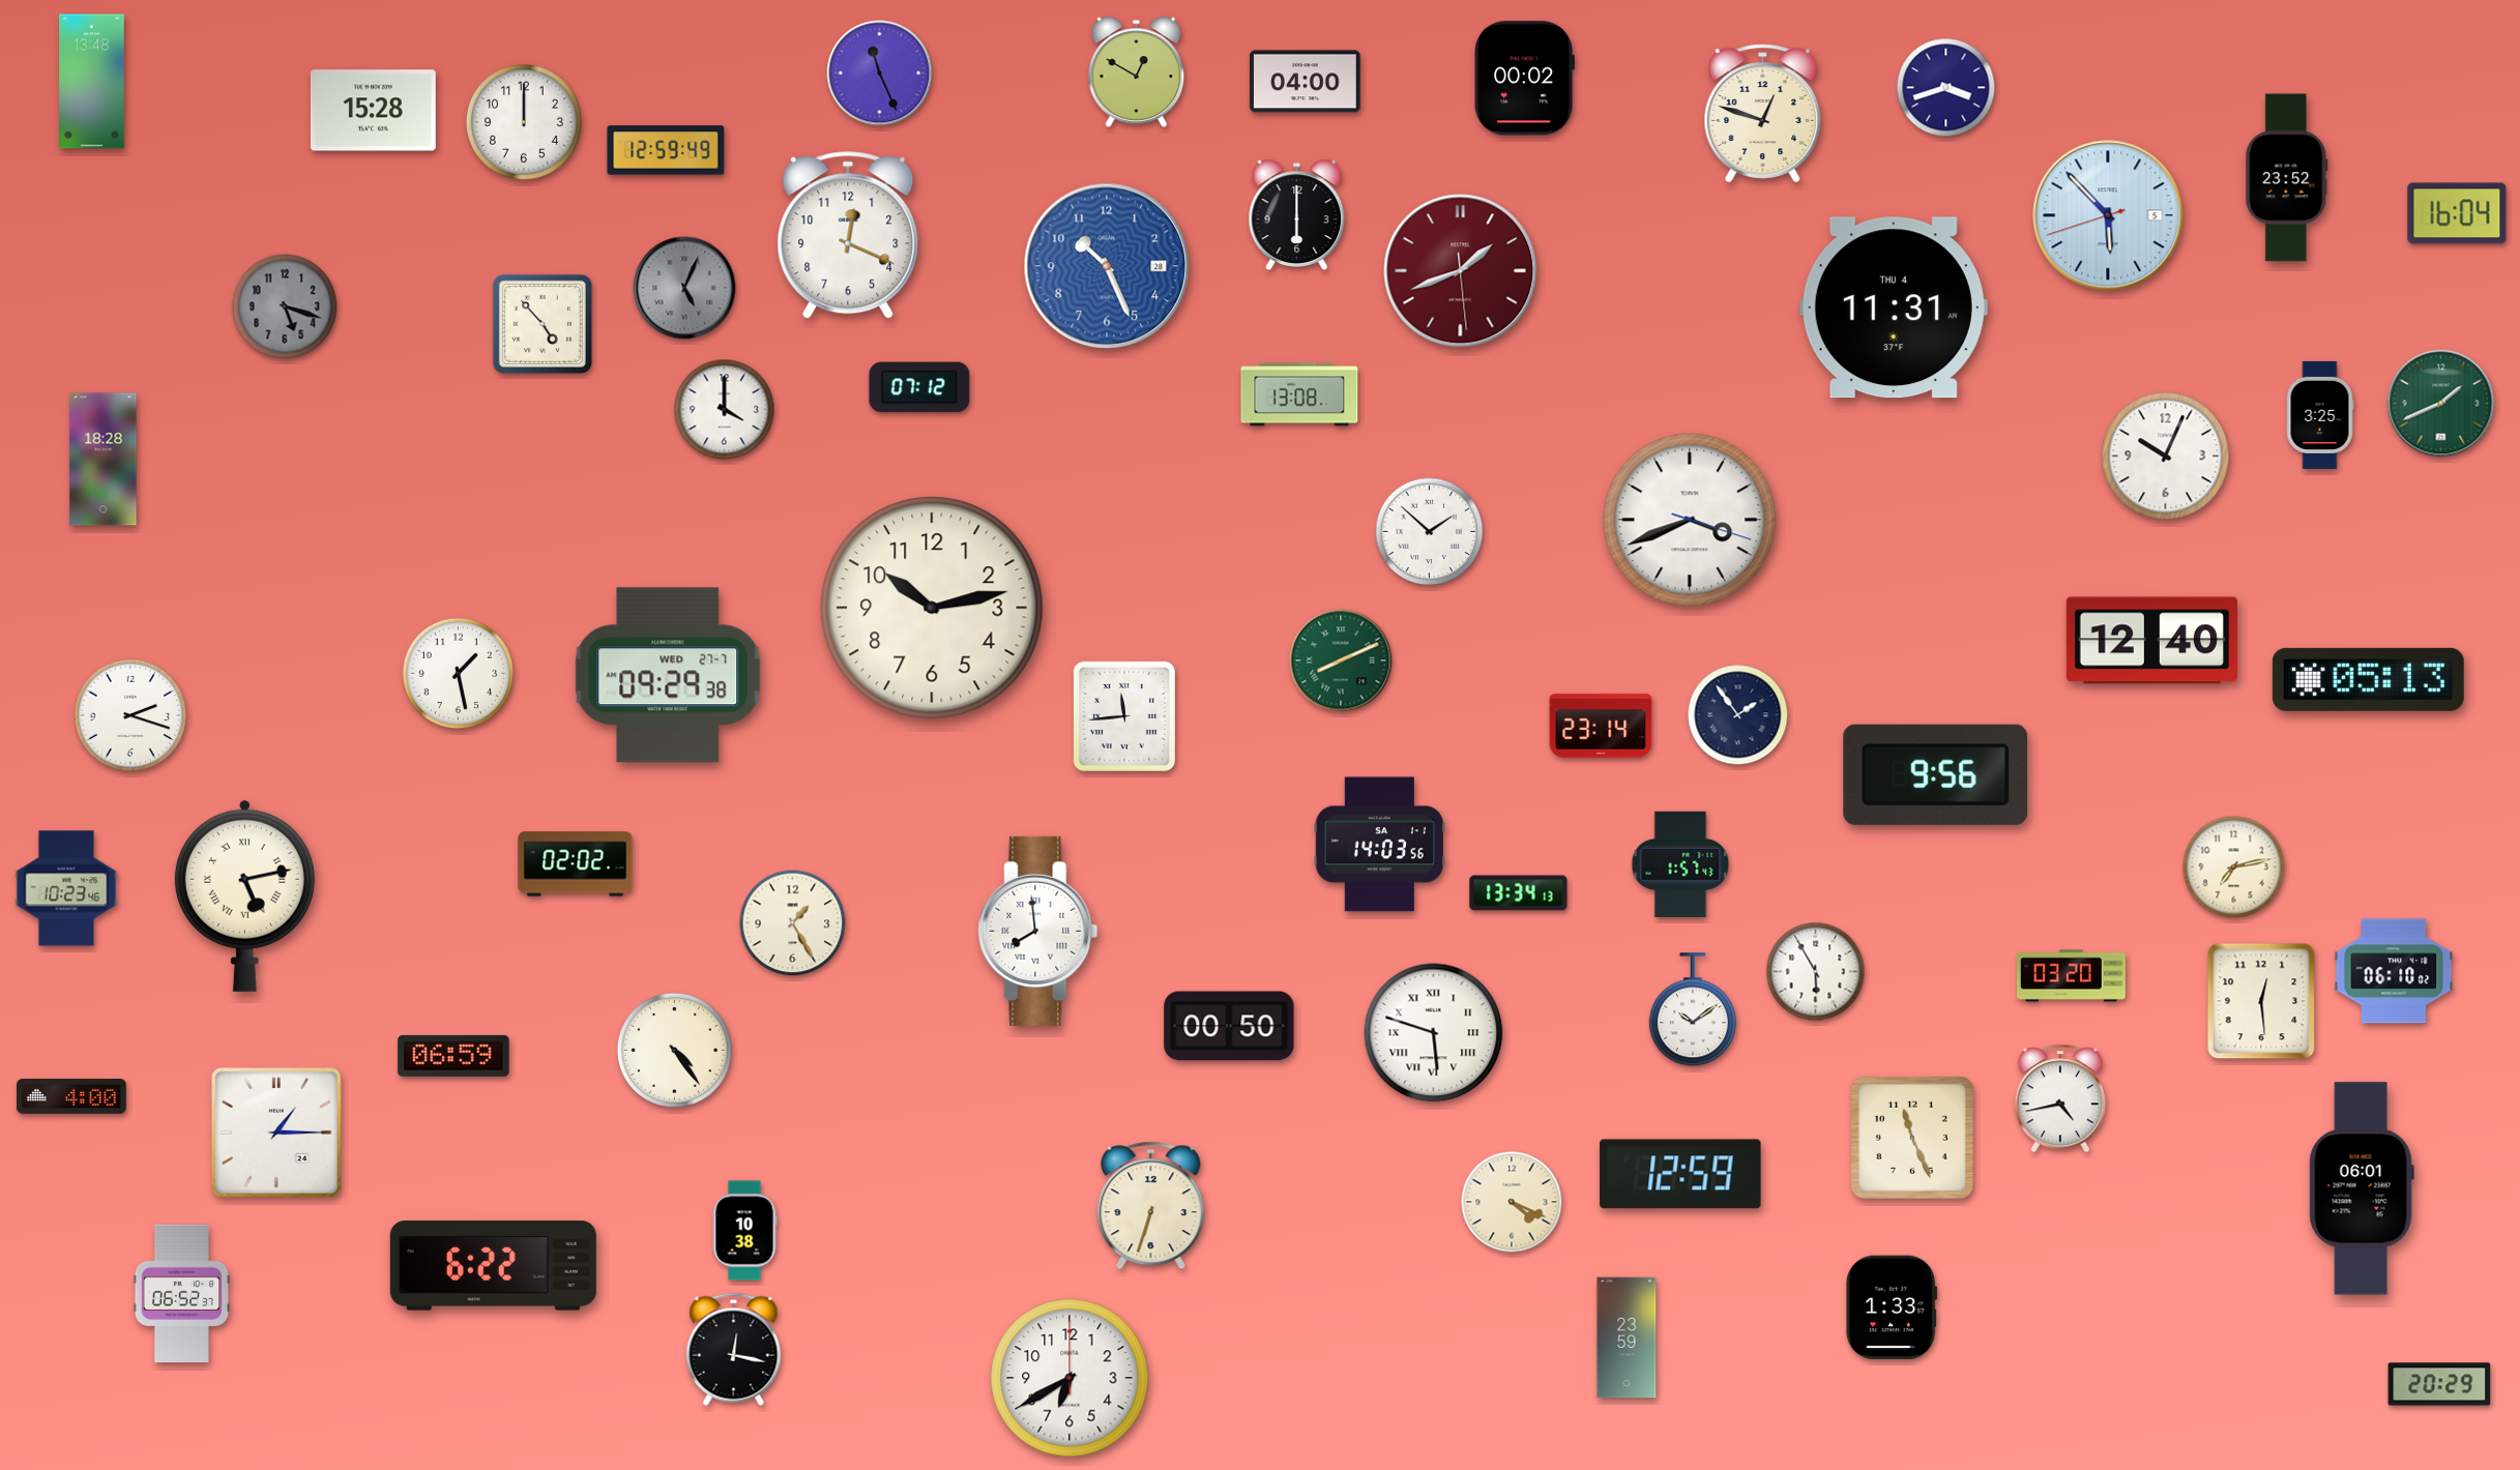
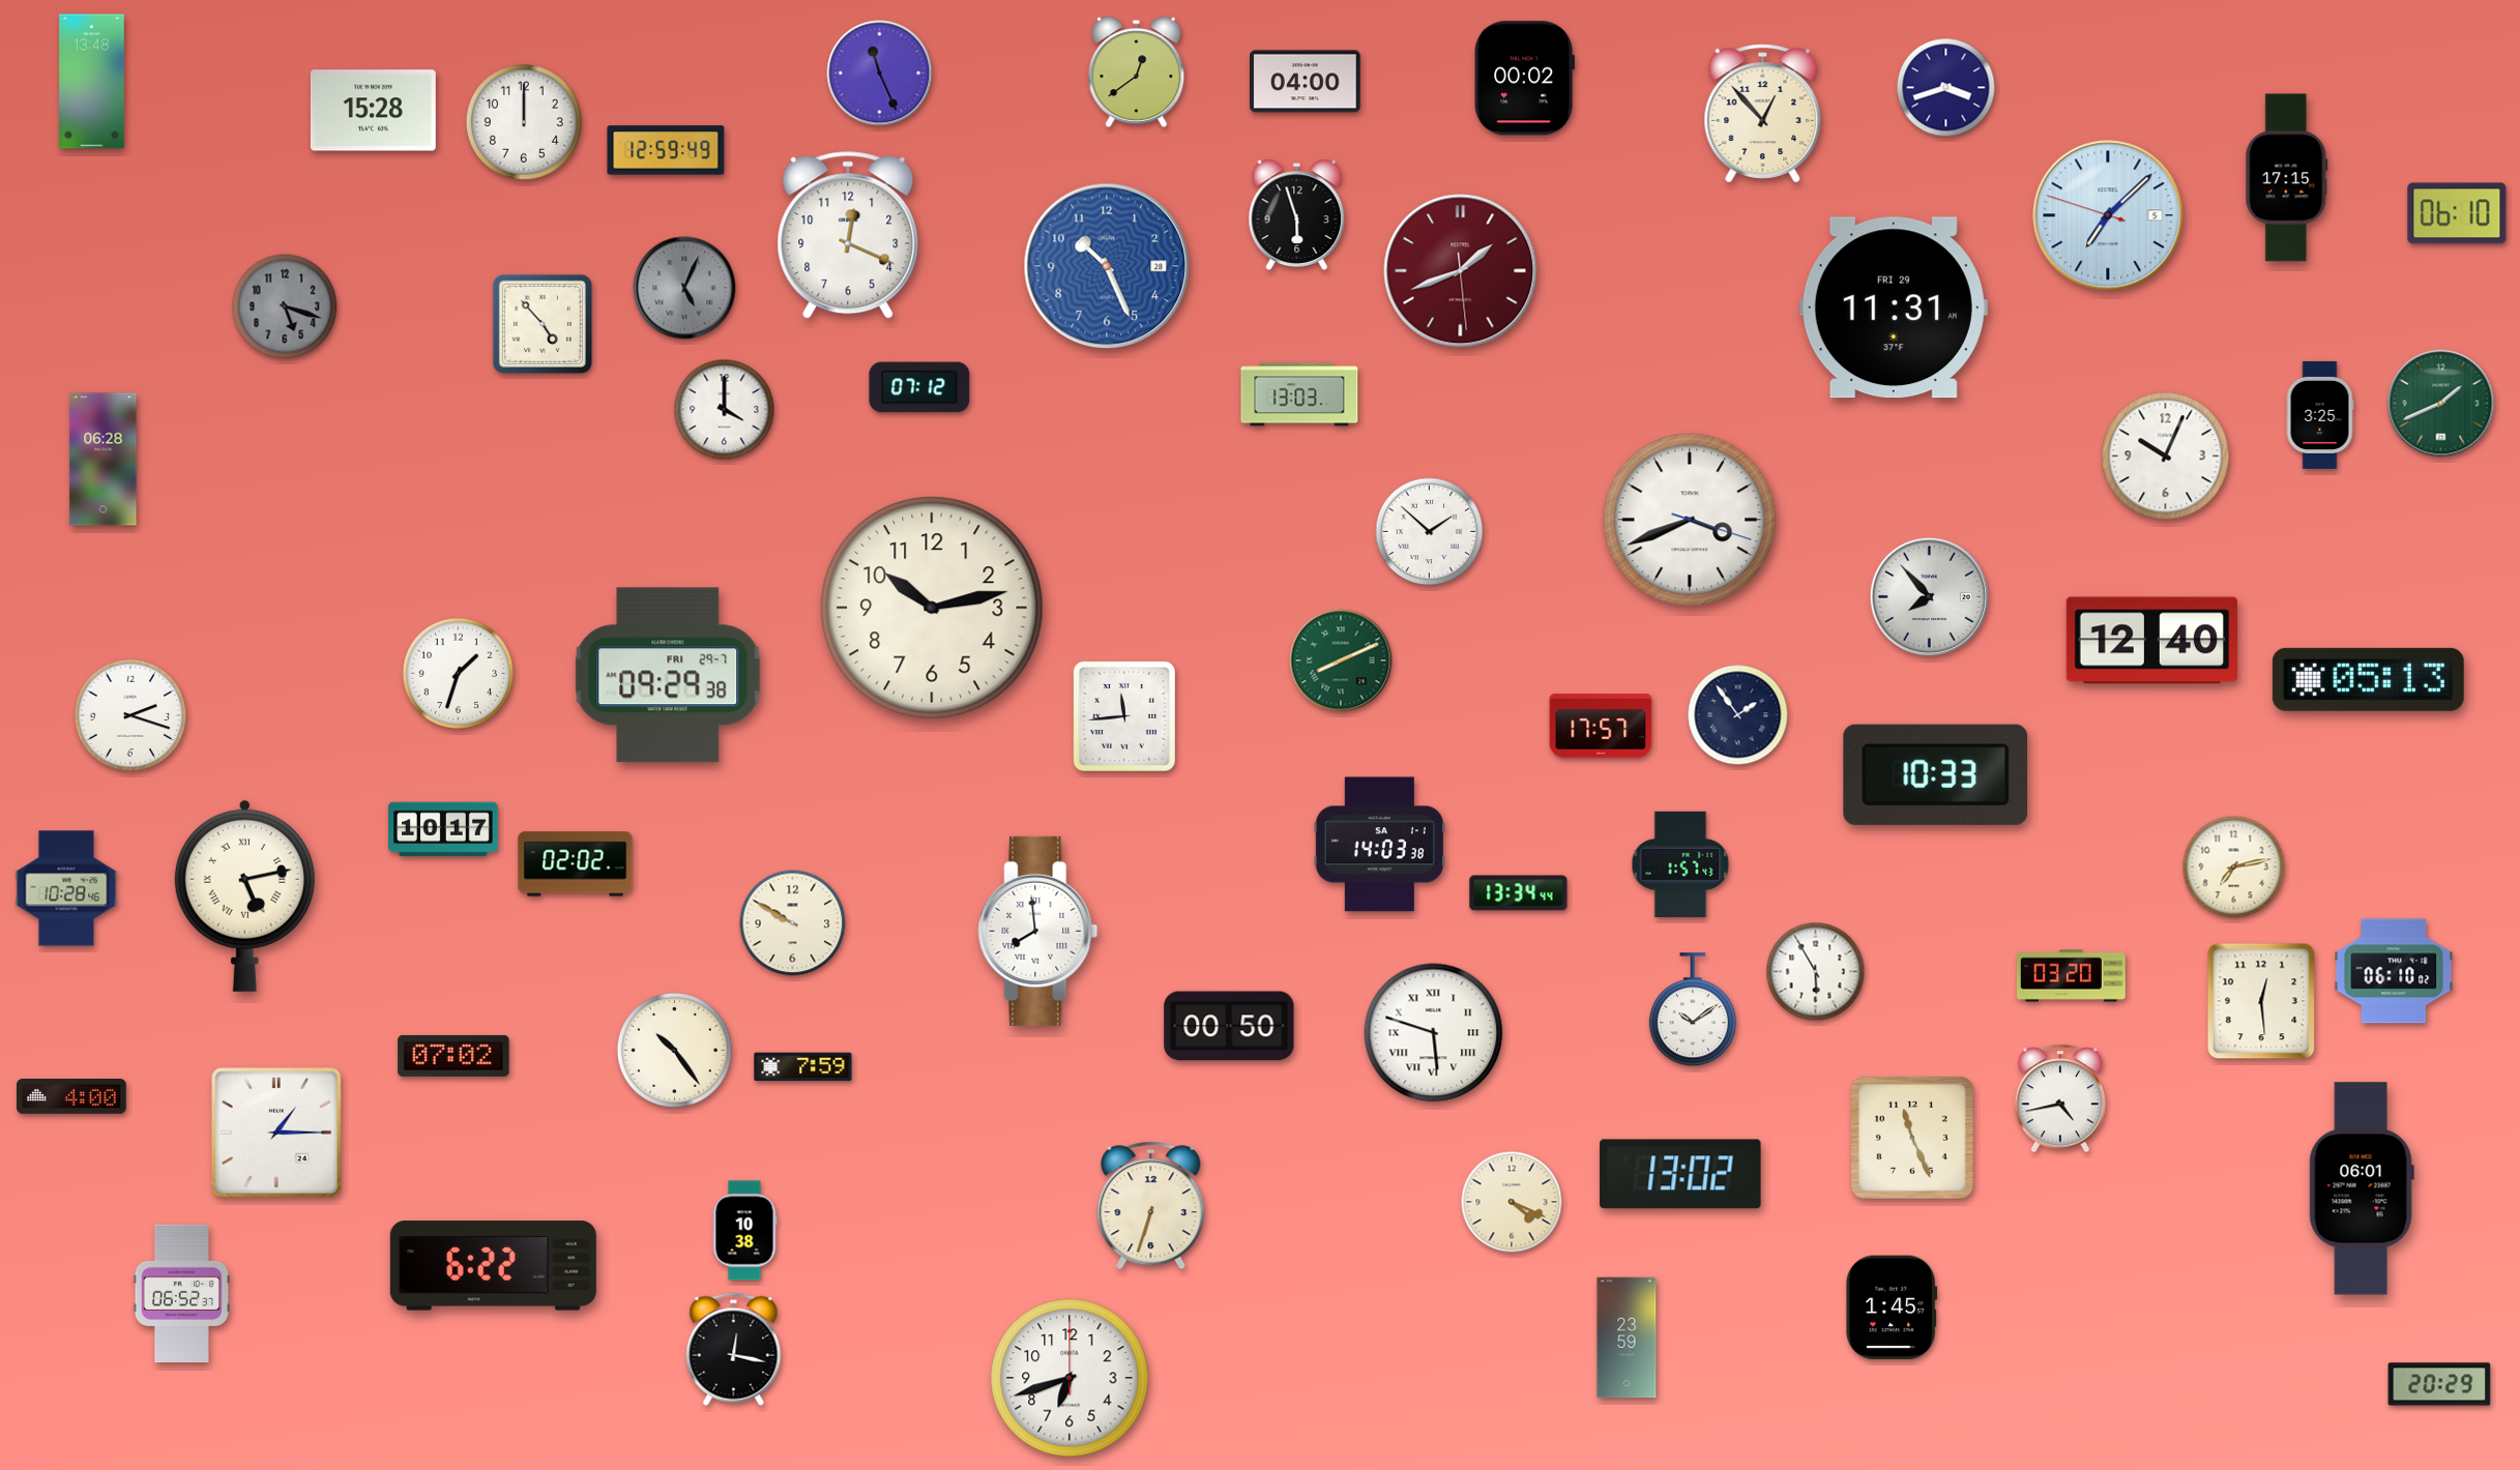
clock at (1137, 71): 12:50 -> 12:39
clock at (1763, 114): 12:48 -> 12:53
clock at (2287, 178): 23:52 -> 17:15
clock at (2457, 213): 16:04 -> 06:10
clock at (1297, 214): 6:00 -> 5:57
clock at (2108, 215): 5:52 -> 7:07
clock at (1894, 307) date: THU 4 -> FRI 29
clock at (1299, 394): 13:08 -> 13:03
clock at (104, 460): 18:28 -> 06:28
clock at (1930, 597): none -> 7:53
clock at (459, 674): 1:28 -> 1:33
clock at (668, 675) date: WED 27-7 -> FRI 29-7
clock at (1601, 726): 23:14 -> 17:57
clock at (1936, 774): 9:56 -> 10:33
clock at (443, 829): none -> 10:17
clock at (1379, 845): 14:03:56 -> 14:03:38
clock at (66, 888): 10:23 -> 10:28
clock at (1519, 893): 13:34:13 -> 13:34:44
clock at (793, 923): 1:25 -> 9:50
clock at (674, 1050): 4:24 -> 10:24
clock at (453, 1056): 06:59 -> 07:02
clock at (803, 1067): none -> 7:59
clock at (1680, 1174): 12:59 -> 13:02
clock at (1892, 1307): 1:33 -> 1:45
clock at (1069, 1378): 6:40 -> 6:42
